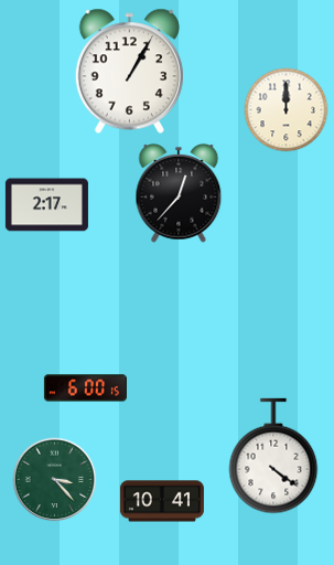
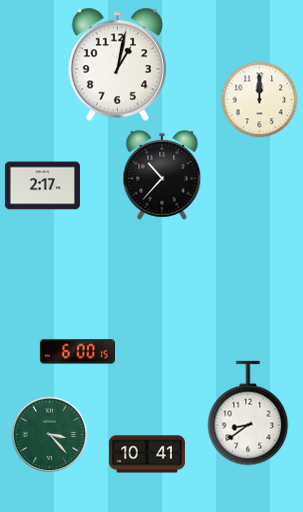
clock at (129, 72): 1:05 -> 1:02
clock at (179, 193): 12:37 -> 10:37
clock at (273, 456): 4:21 -> 8:39
